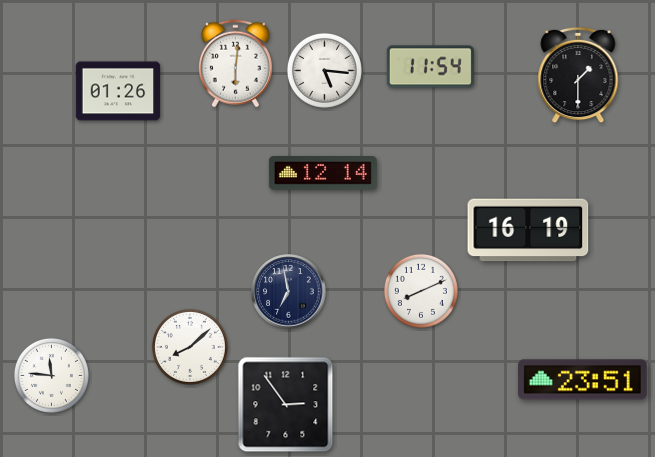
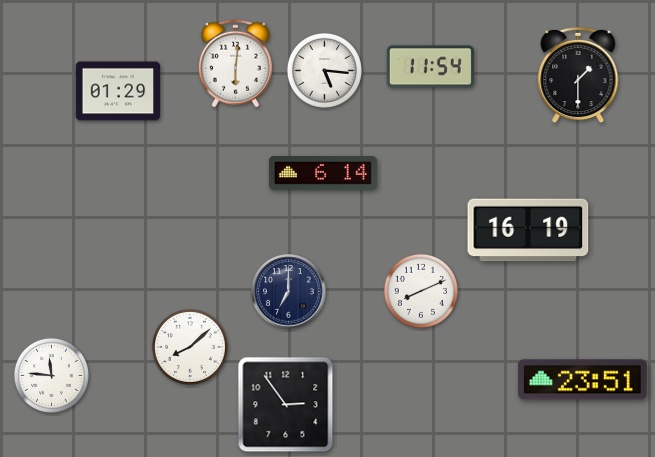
clock at (118, 91): 01:26 -> 01:29
clock at (323, 174): 12:14 -> 6:14
clock at (289, 292): 6:58 -> 7:00
